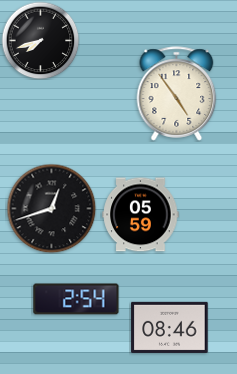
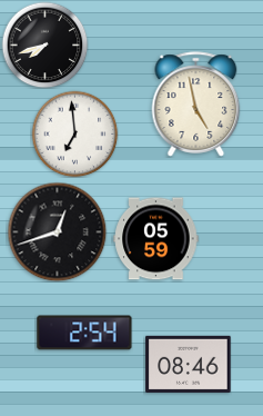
clock at (177, 94): 4:54 -> 4:58
clock at (74, 133): none -> 6:59
